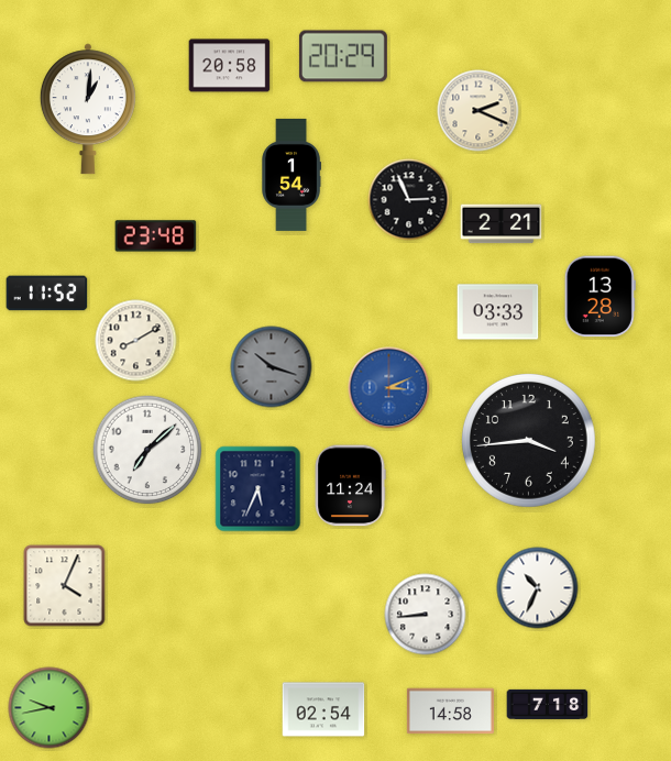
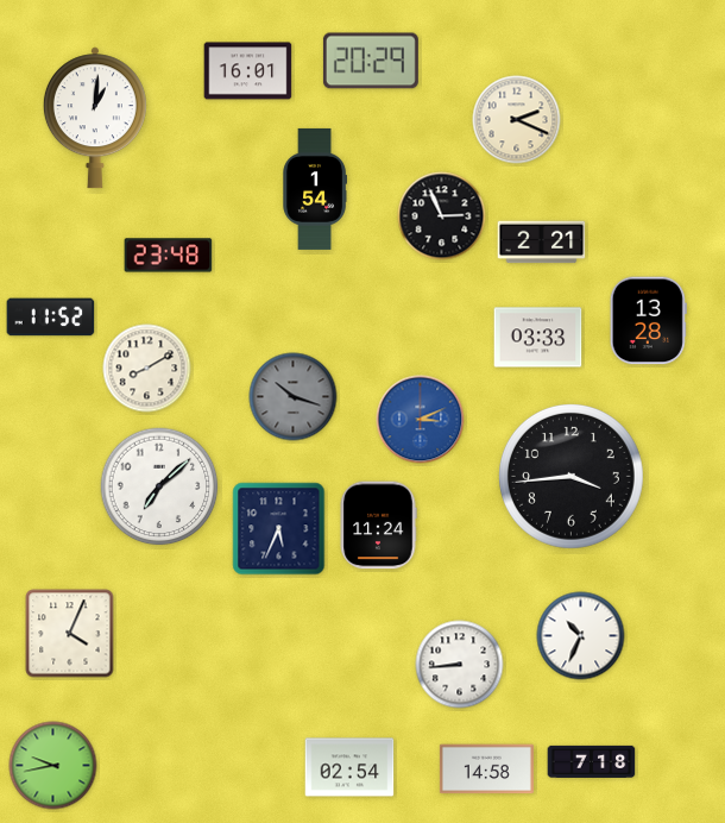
clock at (230, 66): 20:58 -> 16:01
